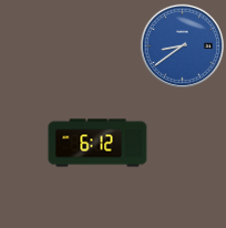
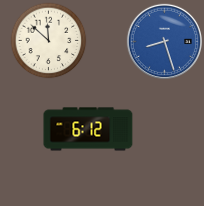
clock at (49, 41): none -> 11:52
clock at (182, 45): 8:39 -> 8:27
